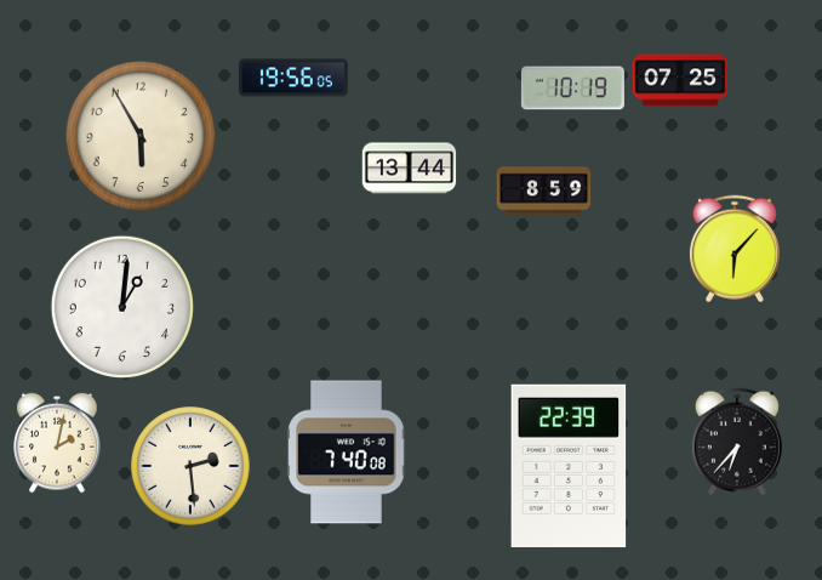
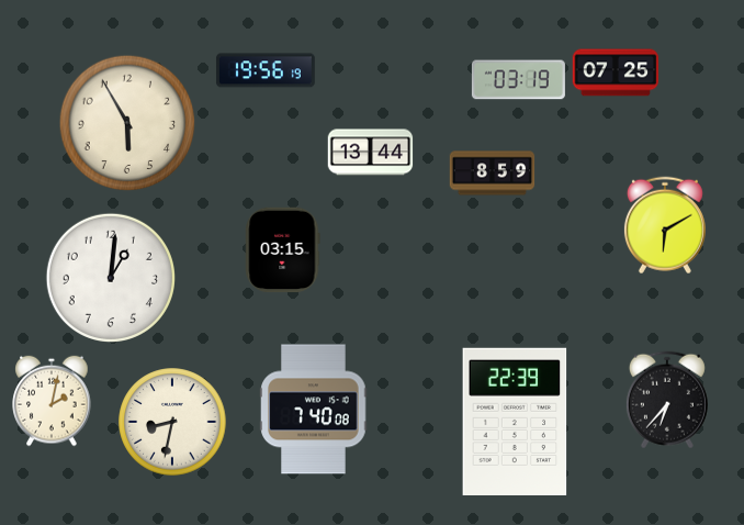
clock at (293, 78): 19:56:05 -> 19:56:19
clock at (572, 89): 10:19 -> 03:19
clock at (735, 249): 6:07 -> 6:10
clock at (283, 249): none -> 03:15
clock at (190, 466): 2:29 -> 8:32
